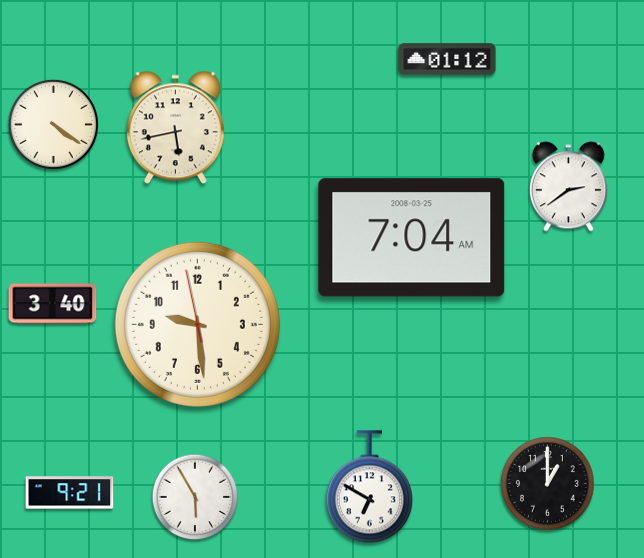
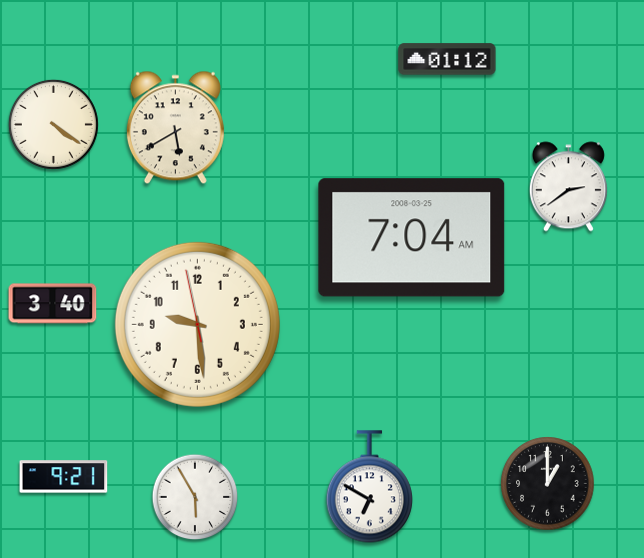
clock at (175, 128): 5:43 -> 5:40
clock at (70, 493) position: (70, 493) -> (64, 477)
